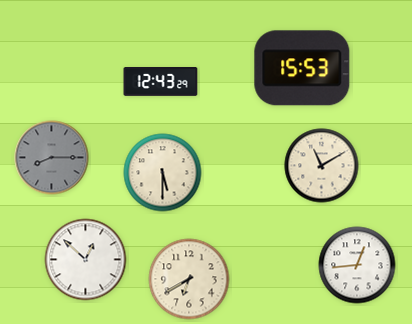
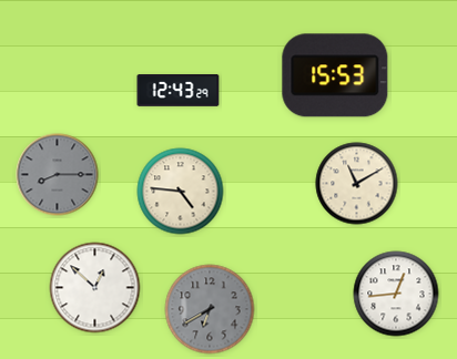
clock at (163, 173): 5:30 -> 4:46
clock at (189, 279) dial: cream -> grey
